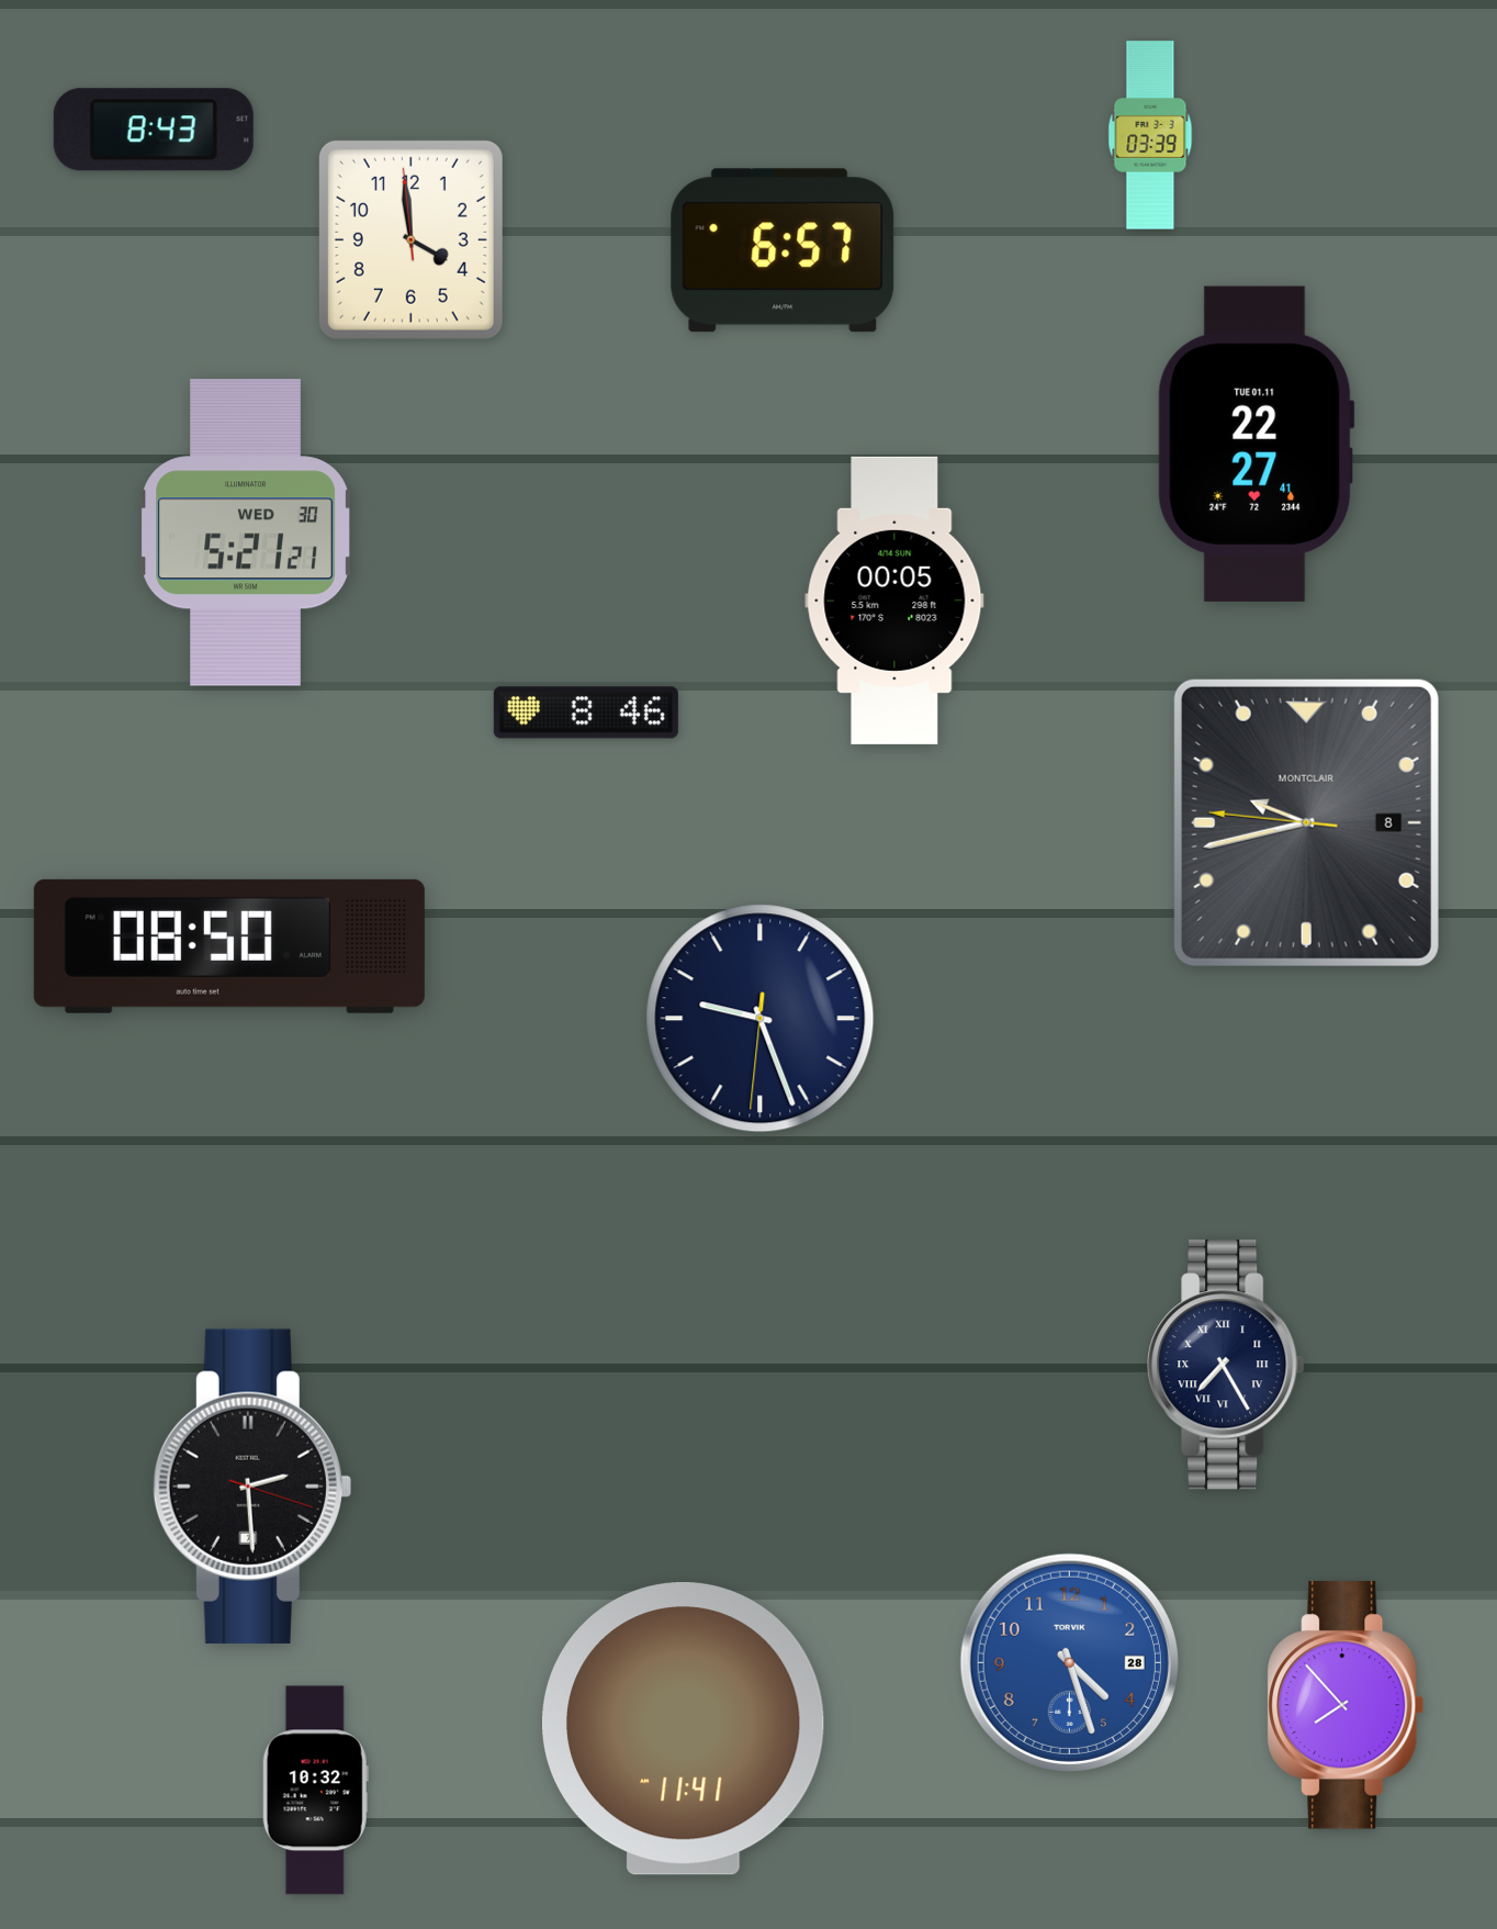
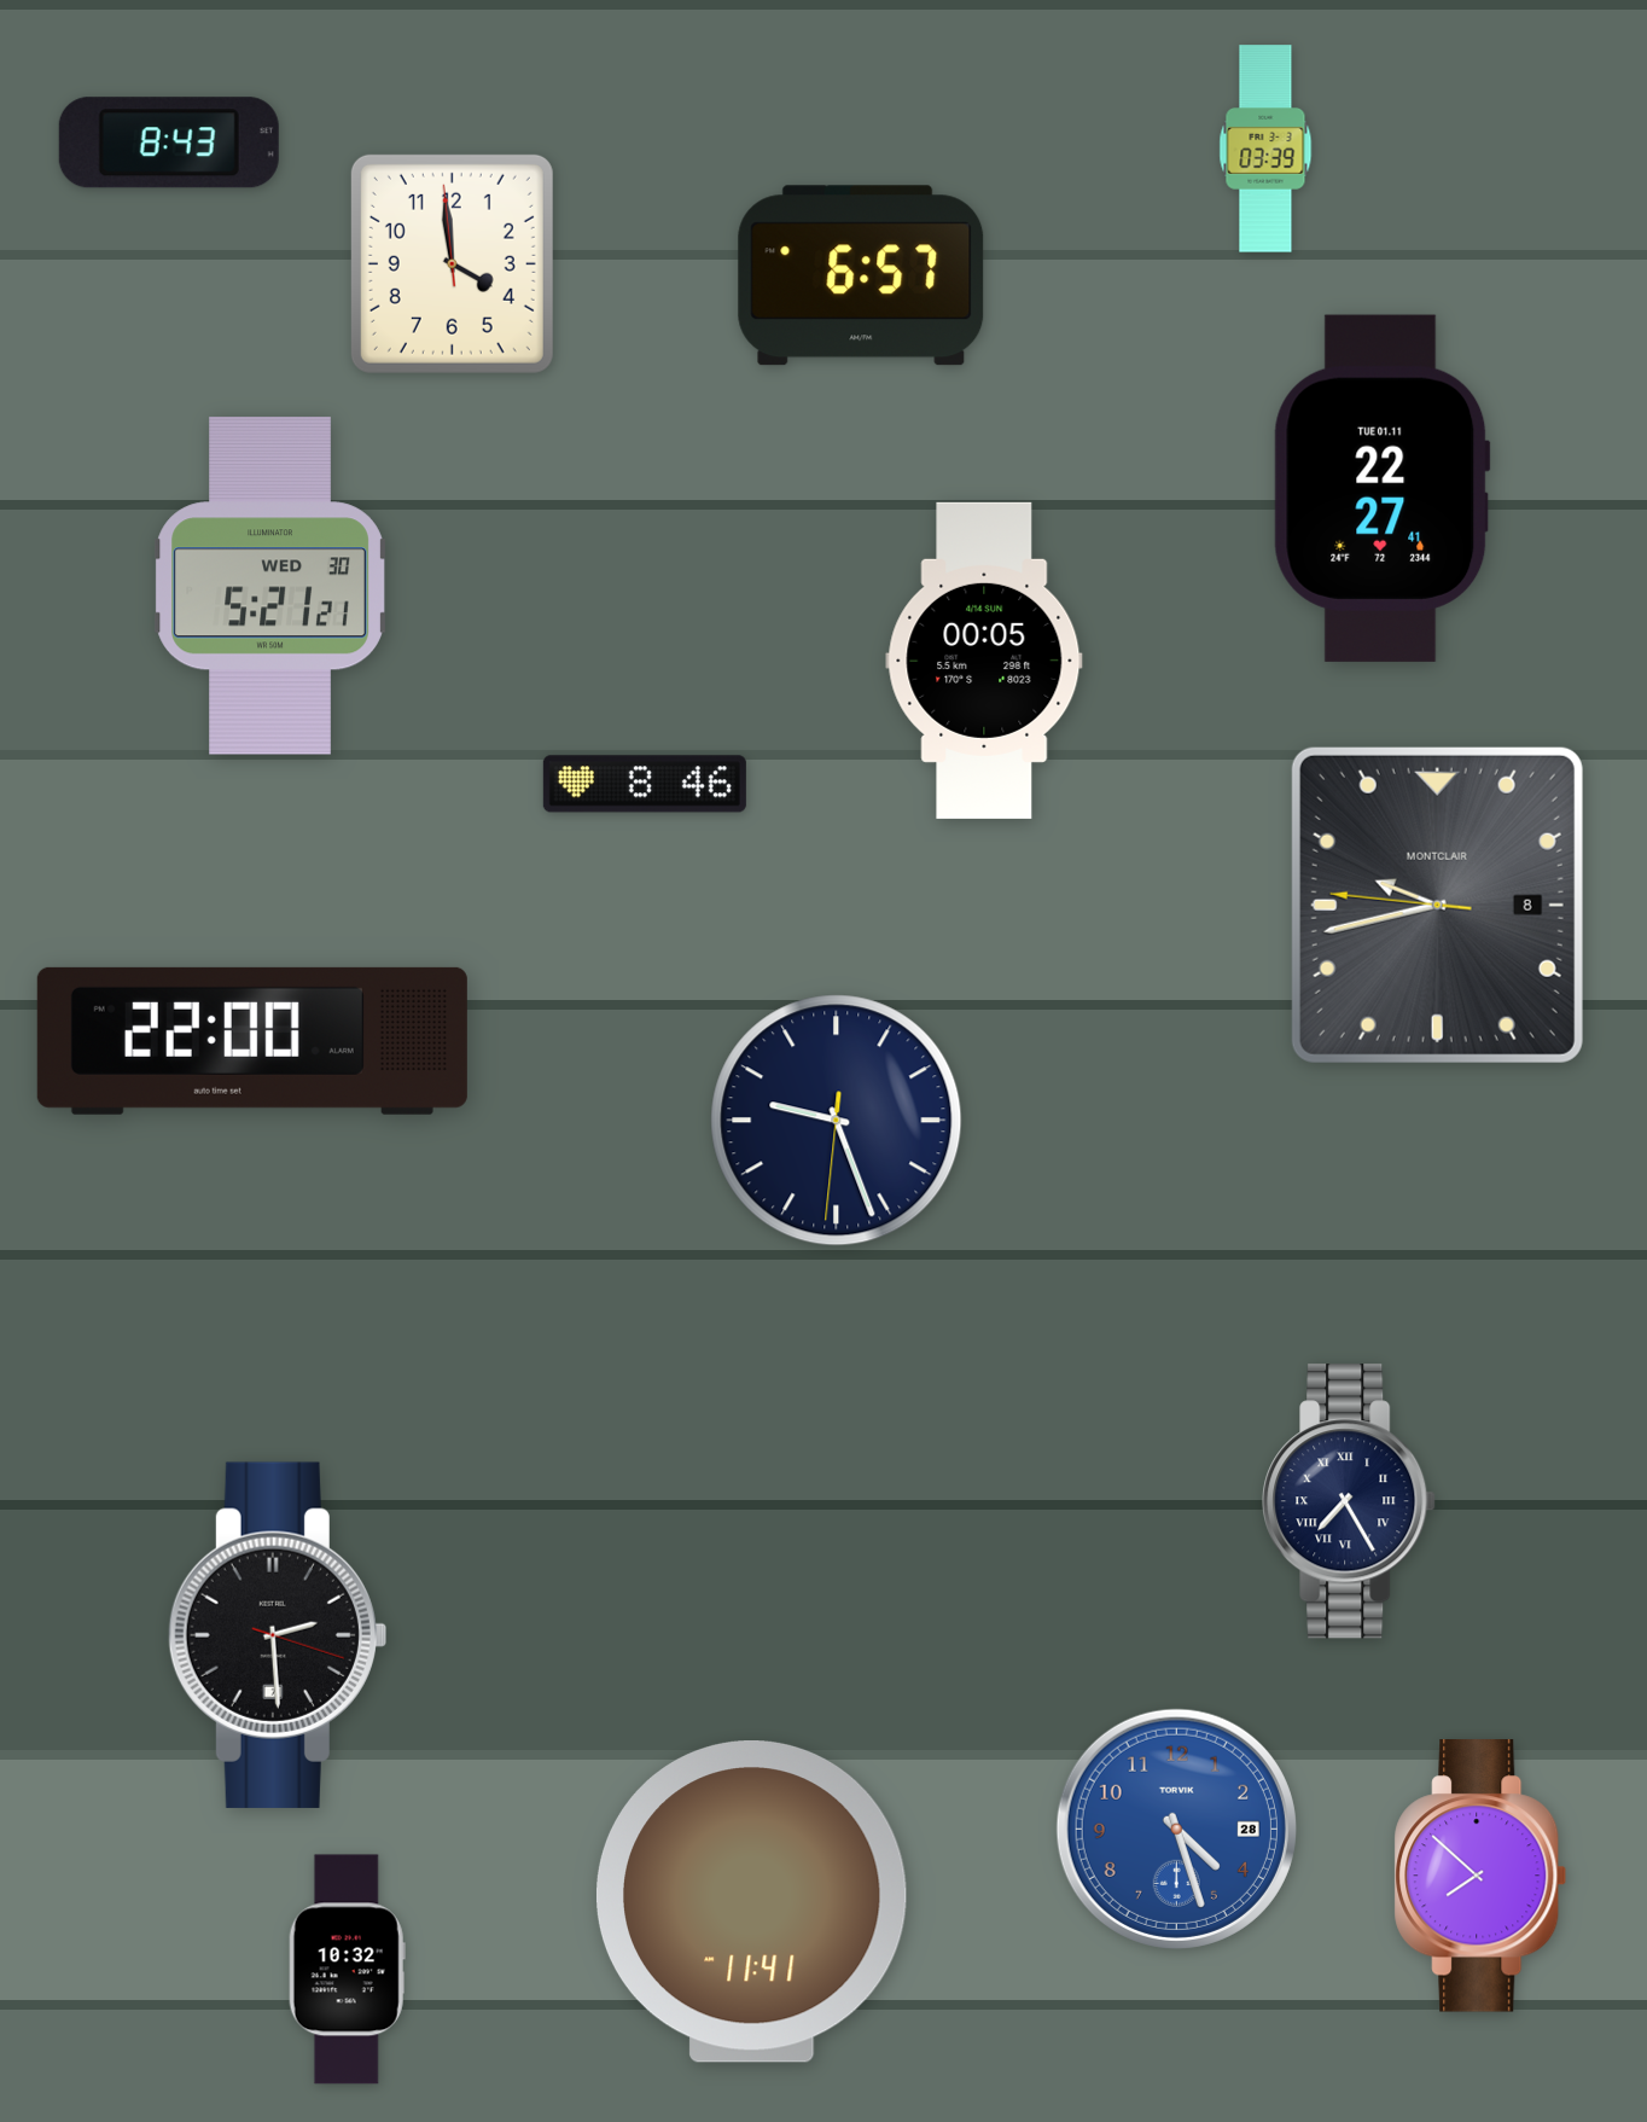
clock at (229, 946): 08:50 -> 22:00
clock at (1346, 1705): 7:53 -> 7:52
